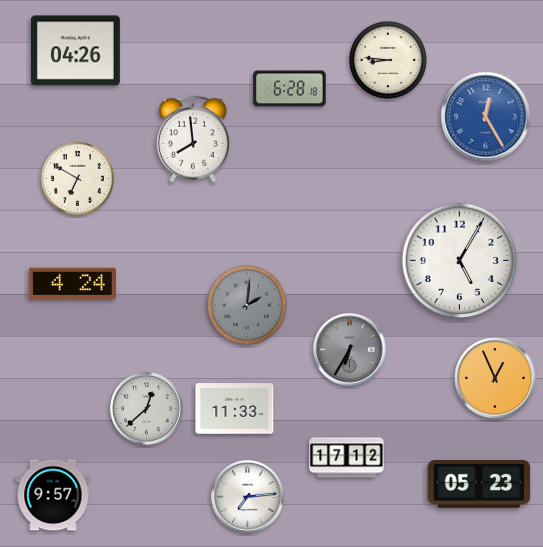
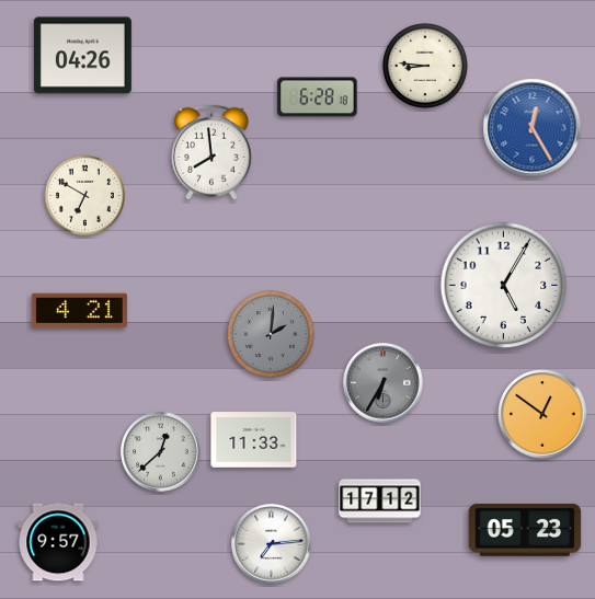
clock at (72, 284): 4:24 -> 4:21
clock at (495, 378): 12:56 -> 12:51
clock at (147, 409) position: (147, 409) -> (161, 452)
clock at (235, 409) position: (235, 409) -> (254, 440)
